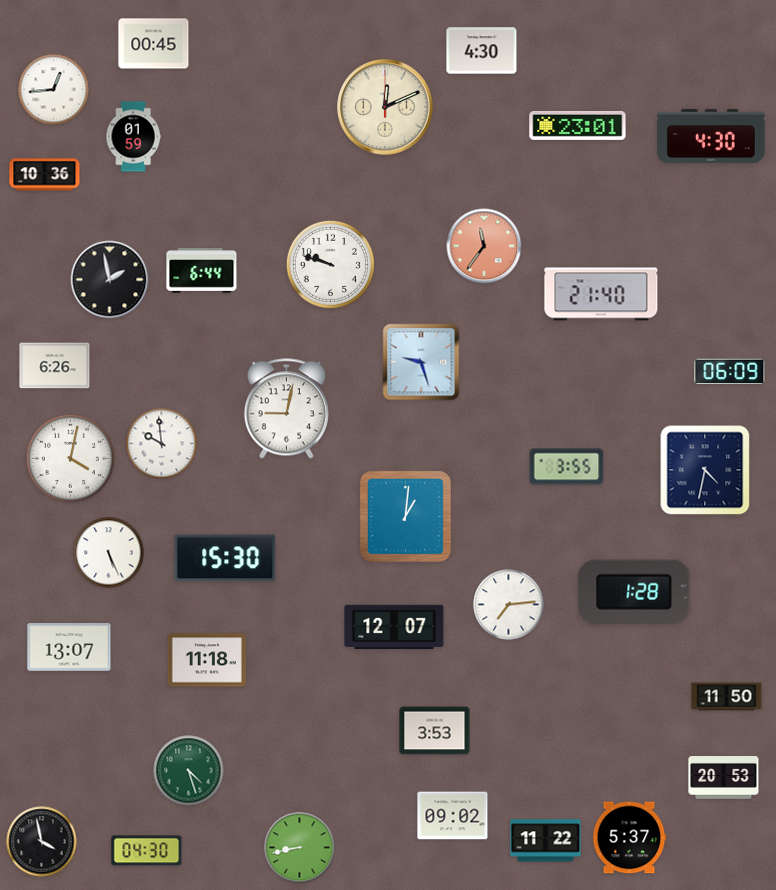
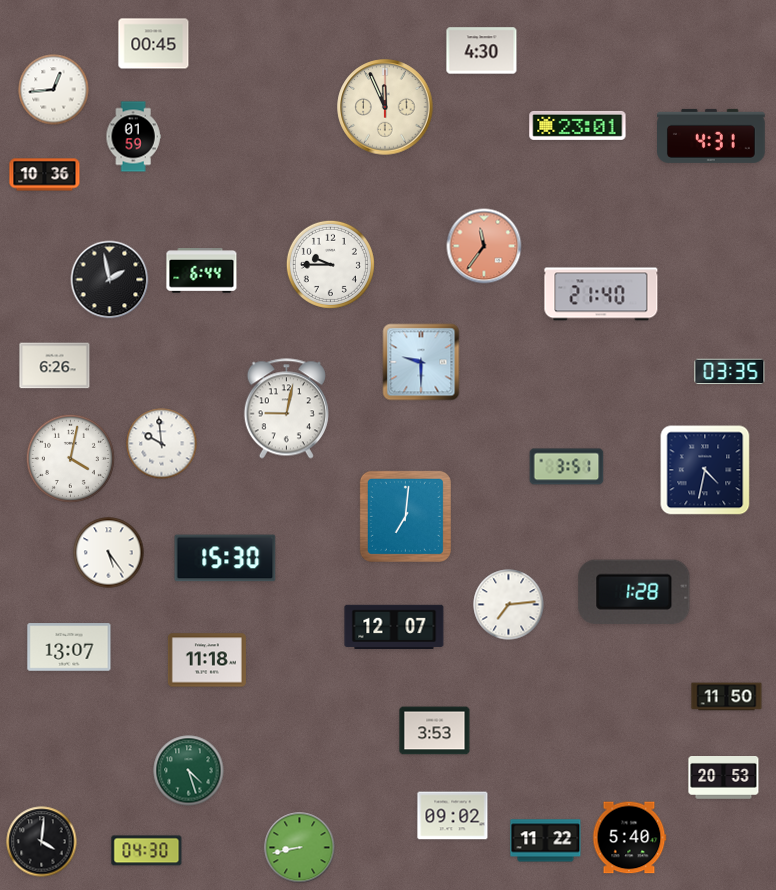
clock at (385, 107): 12:11 -> 11:56
clock at (712, 136): 4:30 -> 4:31
clock at (330, 264): 9:48 -> 9:45
clock at (421, 362): 9:27 -> 9:30
clock at (730, 372): 06:09 -> 03:35
clock at (567, 467): 3:55 -> 3:51
clock at (405, 516): 1:01 -> 7:01
clock at (109, 553): 5:26 -> 5:24
clock at (629, 838): 5:37 -> 5:40
clock at (42, 842): 3:58 -> 4:01
